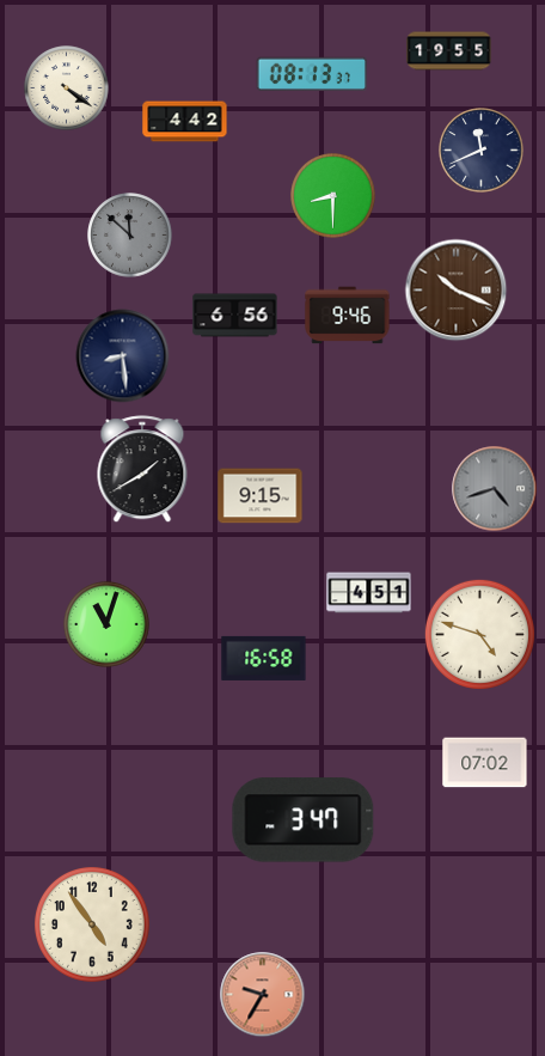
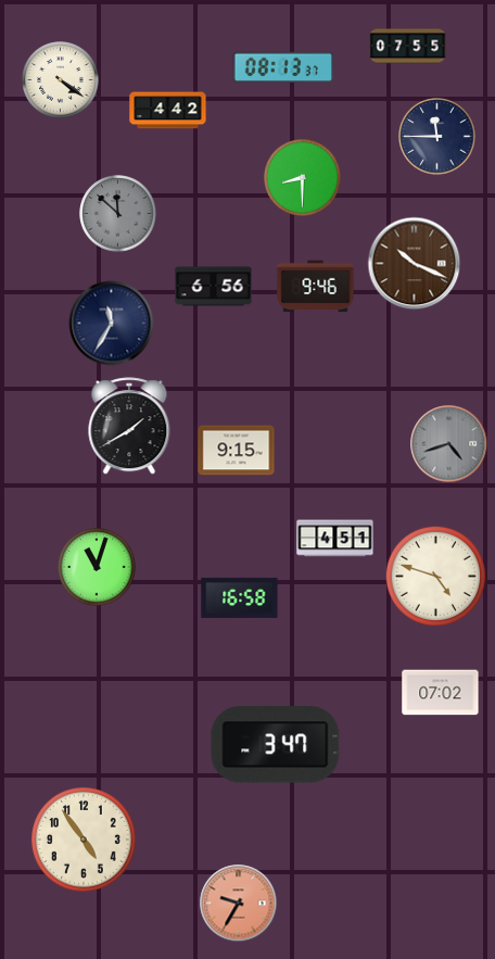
clock at (449, 51): 19:55 -> 07:55
clock at (482, 151): 11:41 -> 11:45
clock at (123, 356): 8:29 -> 11:35
